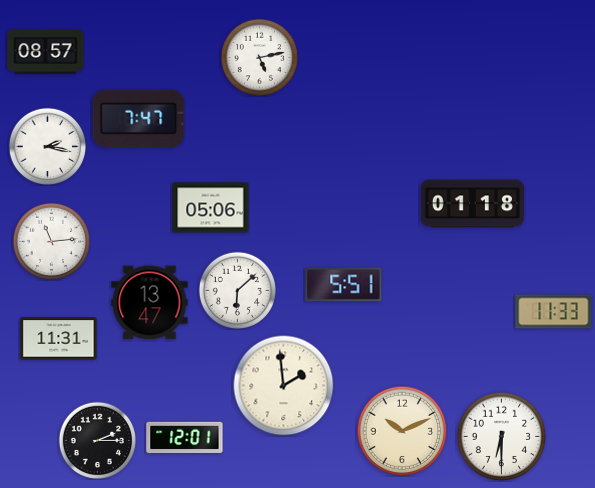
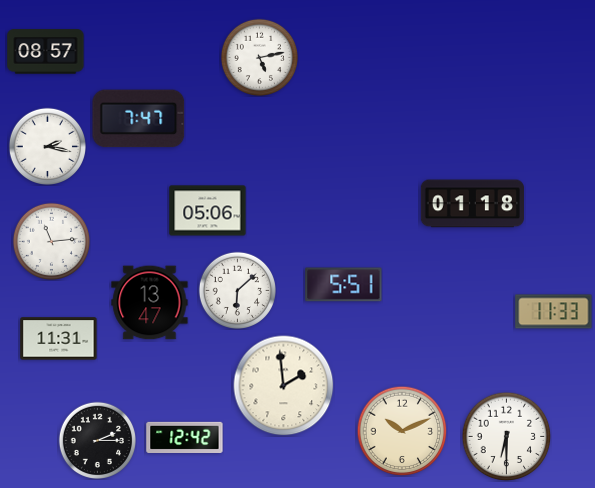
clock at (211, 208) position: (211, 208) -> (208, 211)
clock at (501, 436) position: (501, 436) -> (506, 436)
clock at (185, 438): 12:01 -> 12:42
